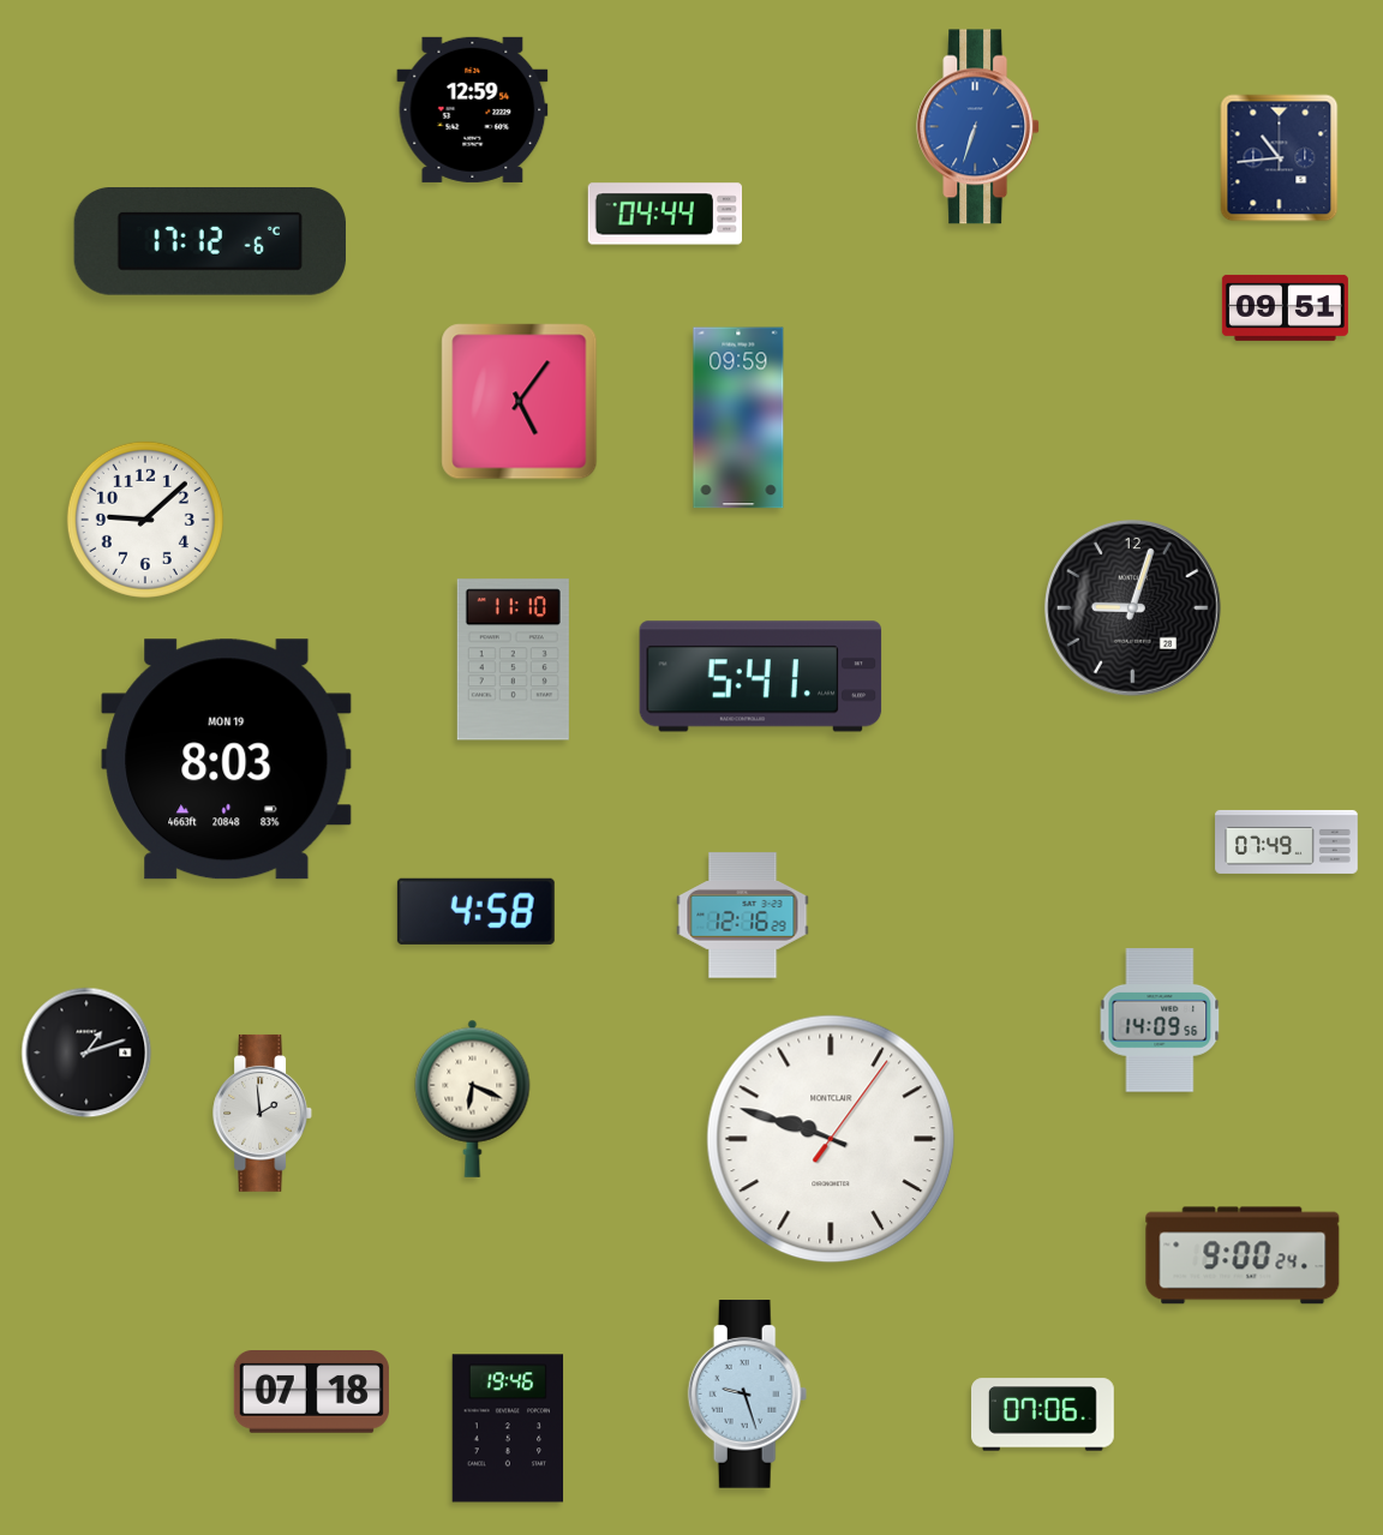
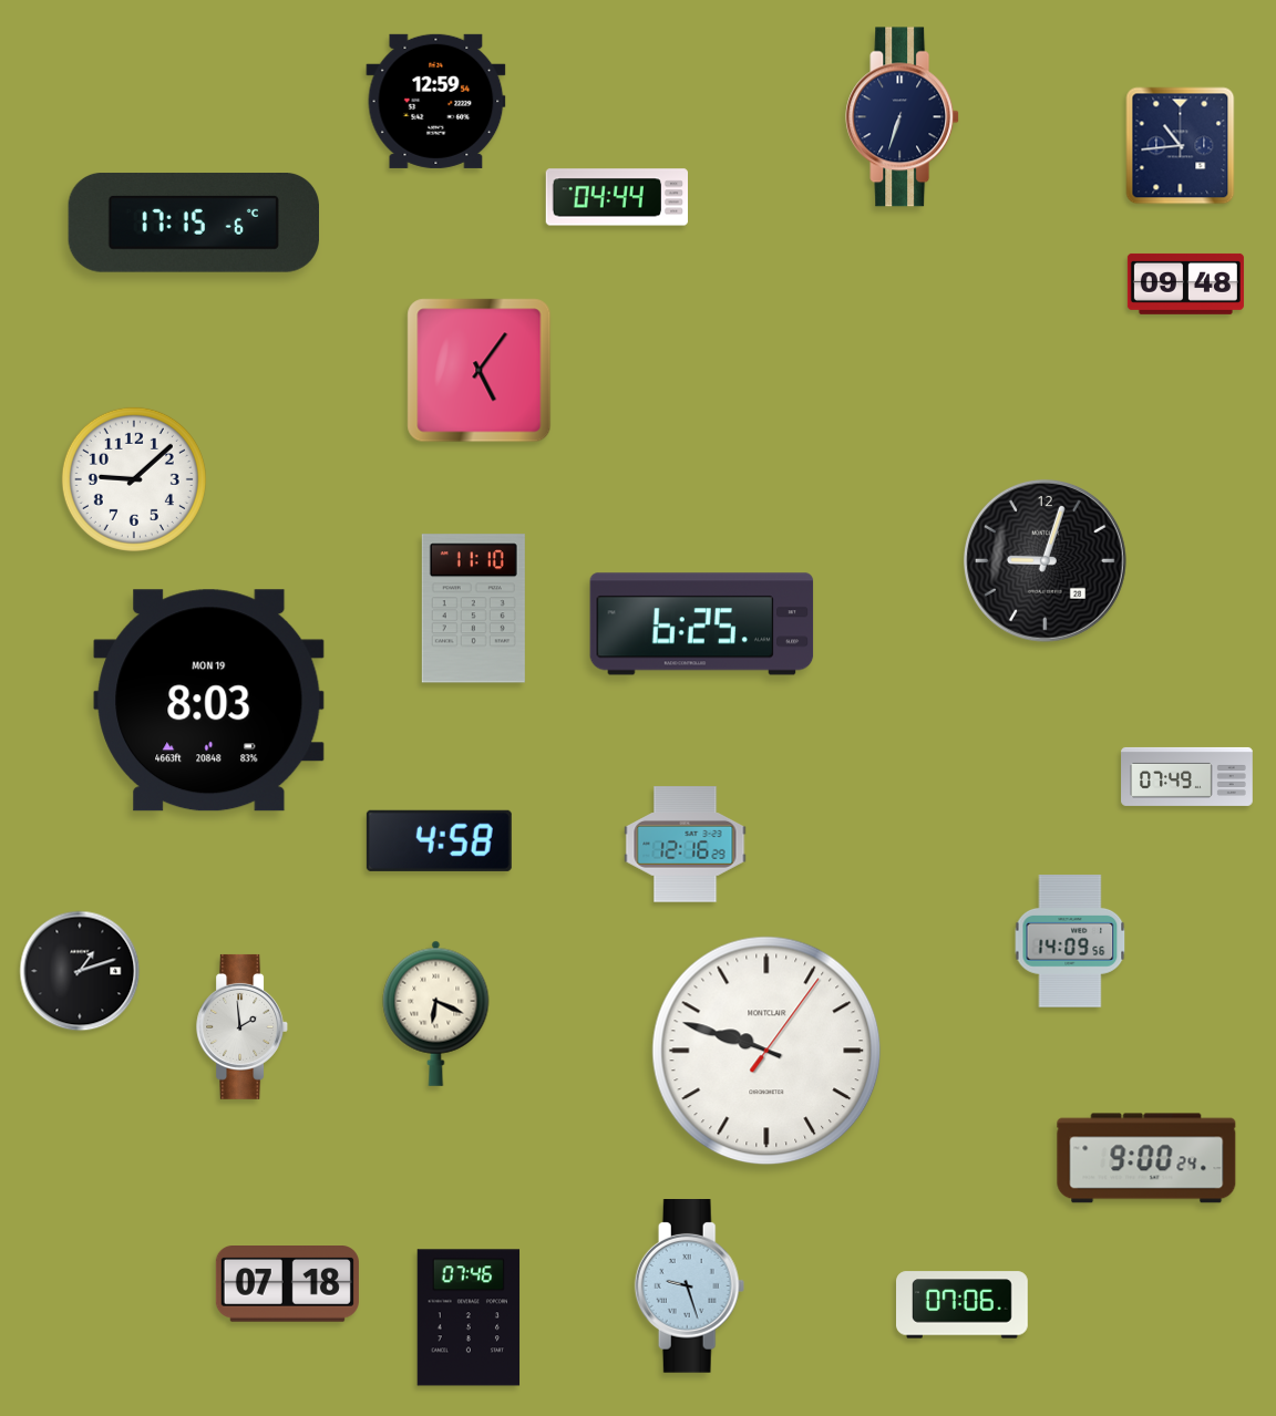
clock at (978, 127) dial: blue -> navy
clock at (664, 214) position: (664, 214) -> (616, 197)
clock at (209, 242): 17:12 -> 17:15
clock at (1285, 307): 09:51 -> 09:48
clock at (738, 418): 09:59 -> none
clock at (761, 677): 5:41 -> 6:25
clock at (508, 1428): 19:46 -> 07:46
